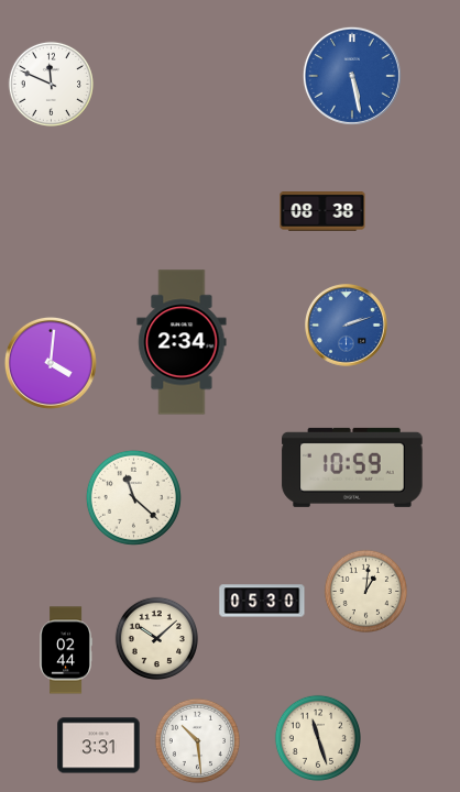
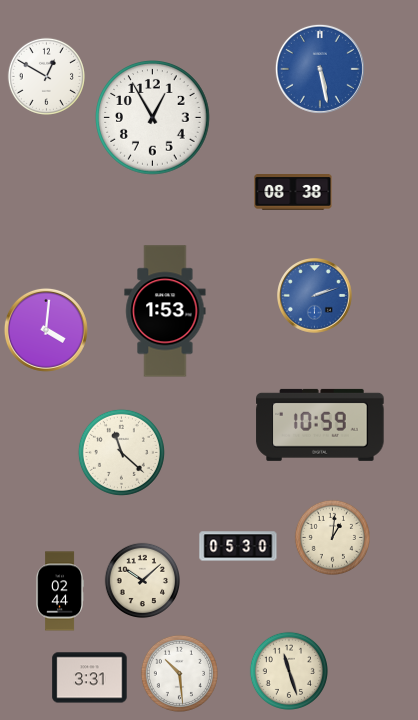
clock at (51, 84): 11:49 -> 12:50
clock at (153, 118): none -> 12:55
clock at (182, 342): 2:34 -> 1:53
